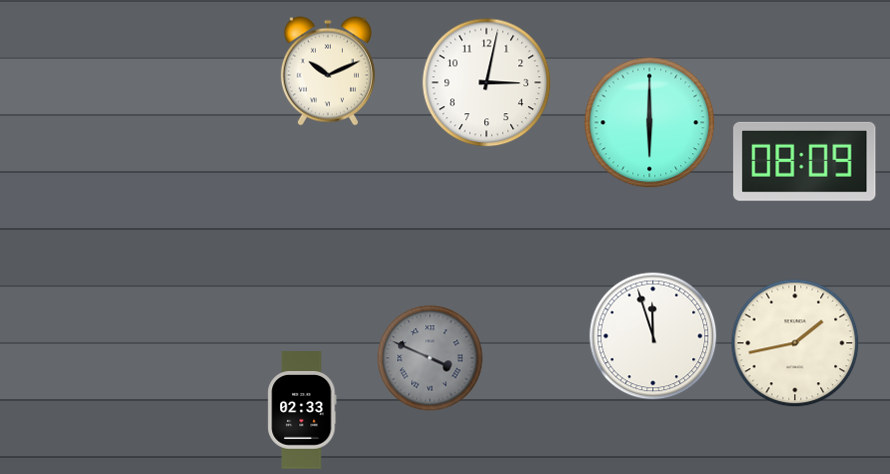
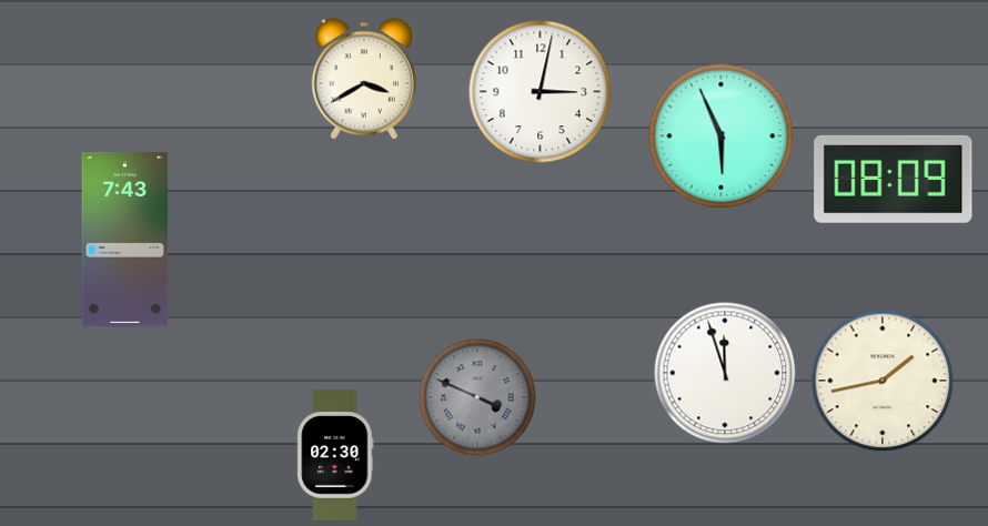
clock at (328, 71): 10:11 -> 3:40
clock at (650, 123): 6:00 -> 5:56
clock at (125, 239): none -> 7:43
clock at (302, 410): 02:33 -> 02:30
